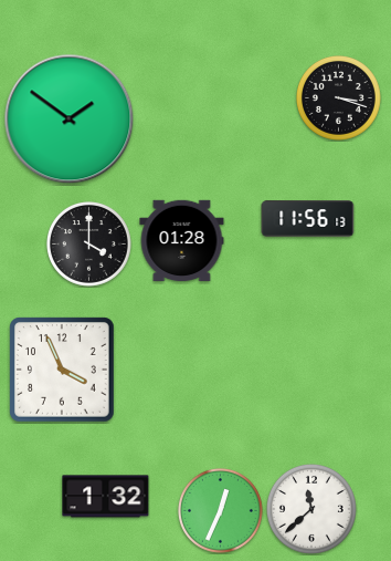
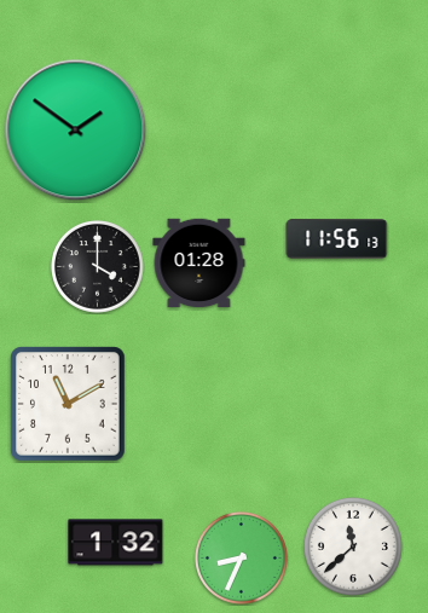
clock at (339, 98): 3:18 -> none
clock at (62, 370): 3:56 -> 11:10
clock at (311, 509) position: (311, 509) -> (353, 547)
clock at (221, 511): 12:34 -> 8:34
